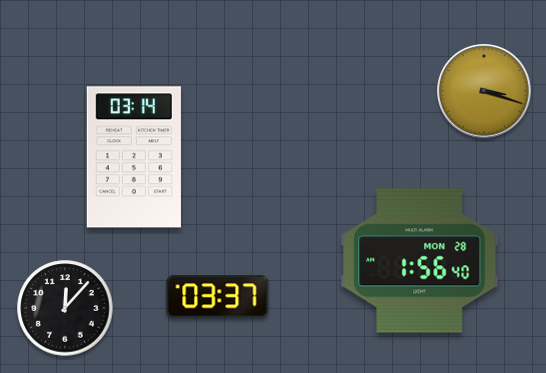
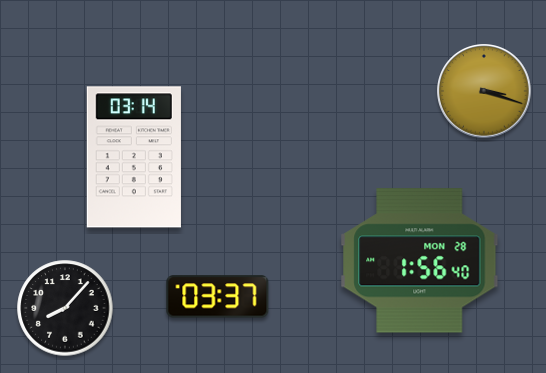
clock at (65, 308): 12:07 -> 8:07
